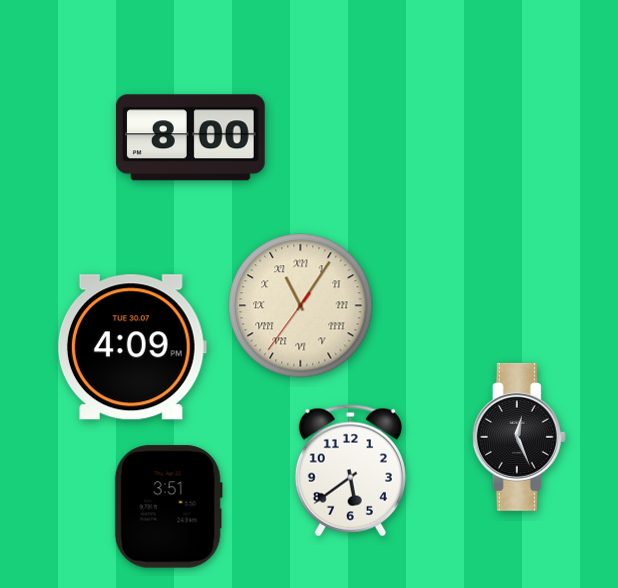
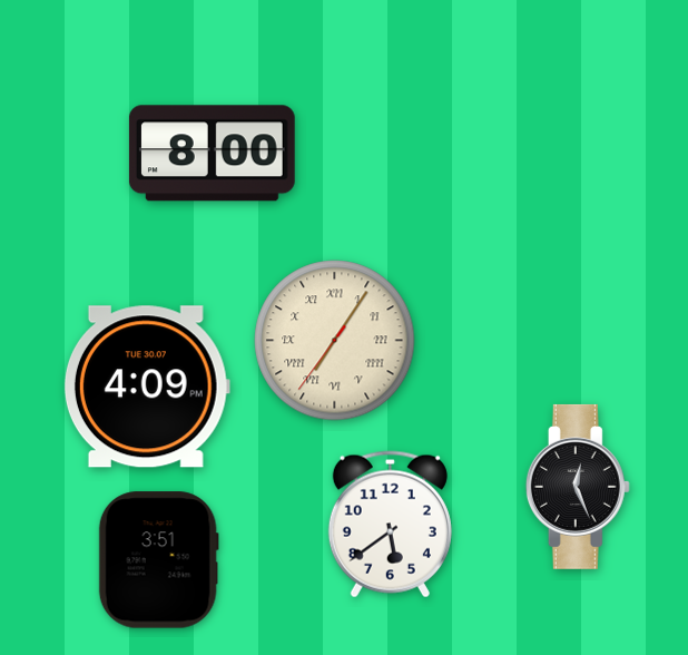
clock at (301, 306): 11:05 -> 7:05
clock at (168, 507) position: (168, 507) -> (158, 560)
